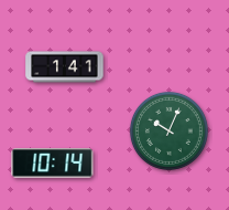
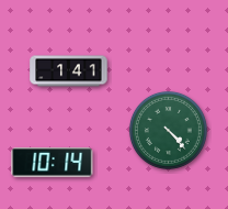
clock at (65, 67) position: (65, 67) -> (69, 71)
clock at (168, 130): 10:04 -> 4:23
